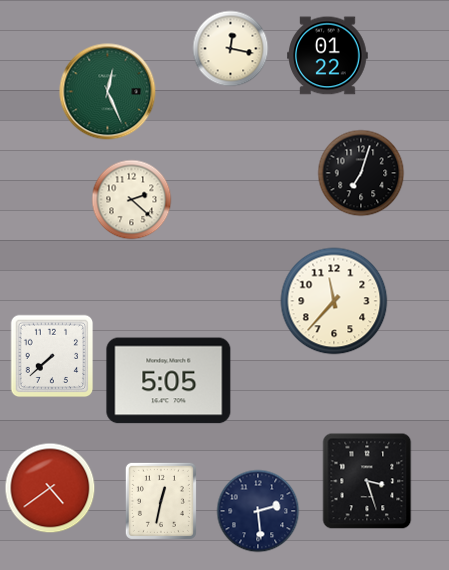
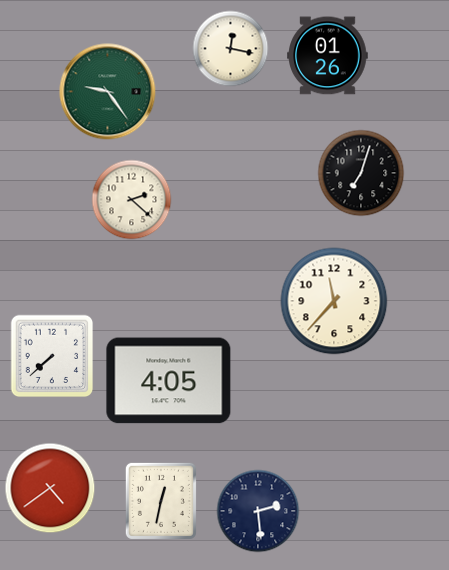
clock at (328, 56): 01:22 -> 01:26
clock at (108, 92): 12:26 -> 9:24
clock at (169, 381): 5:05 -> 4:05
clock at (367, 481): 3:27 -> none
